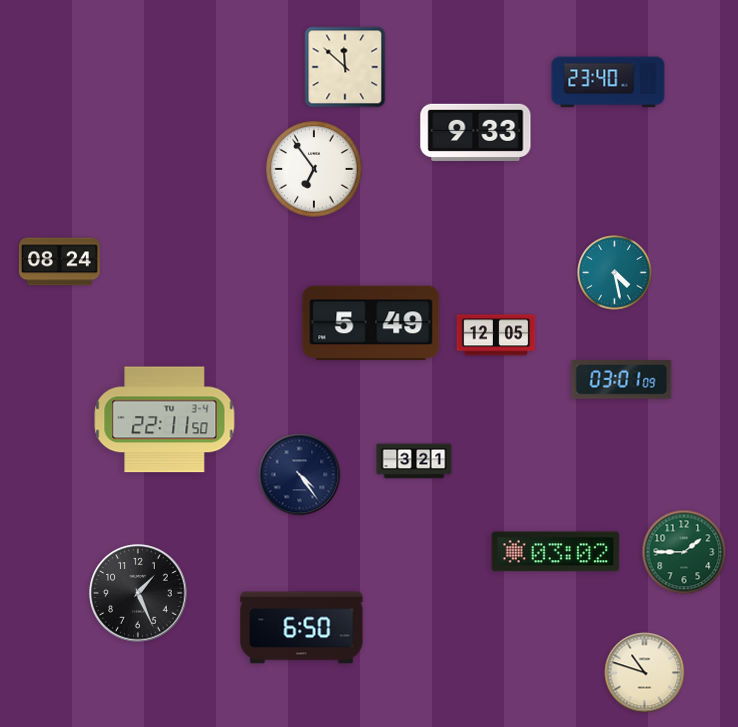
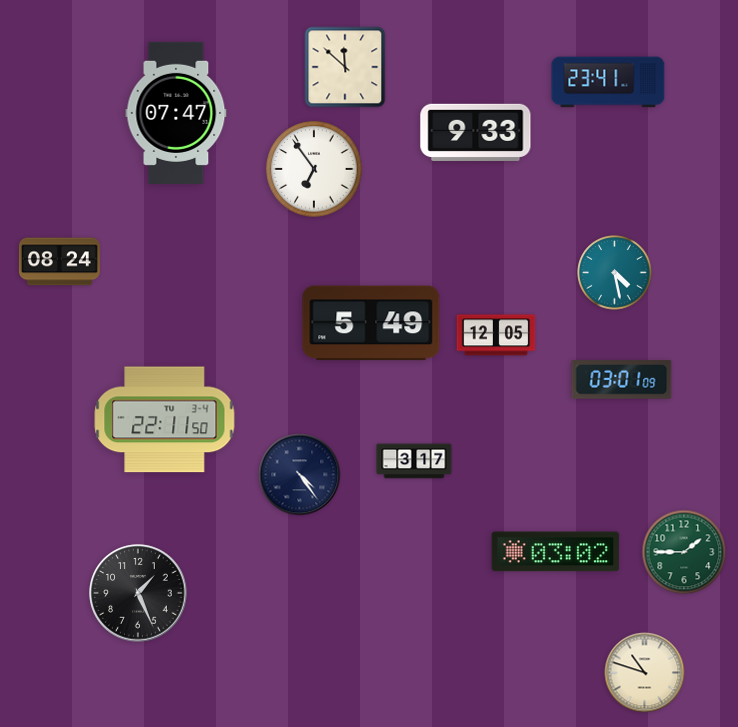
clock at (608, 82): 23:40 -> 23:41
clock at (176, 113): none -> 07:47
clock at (414, 461): 3:21 -> 3:17
clock at (302, 628): 6:50 -> none
